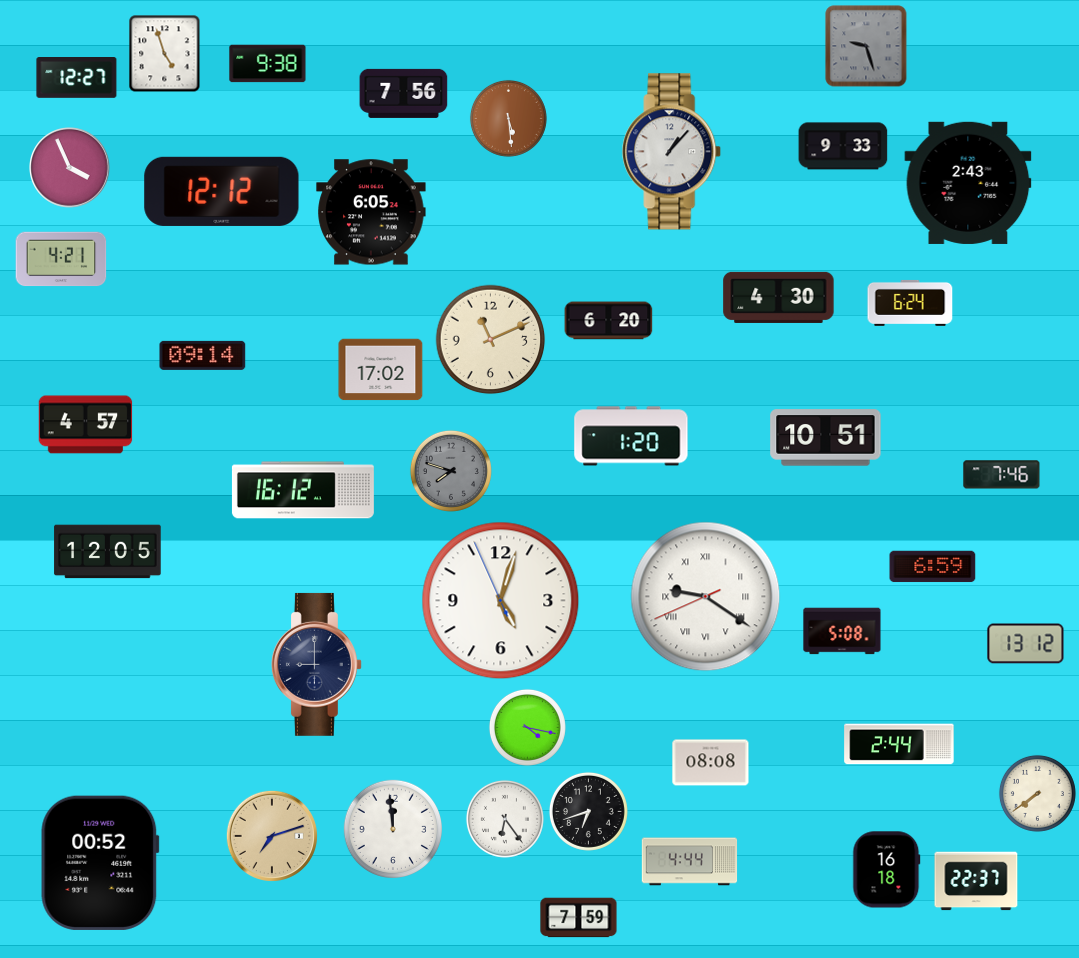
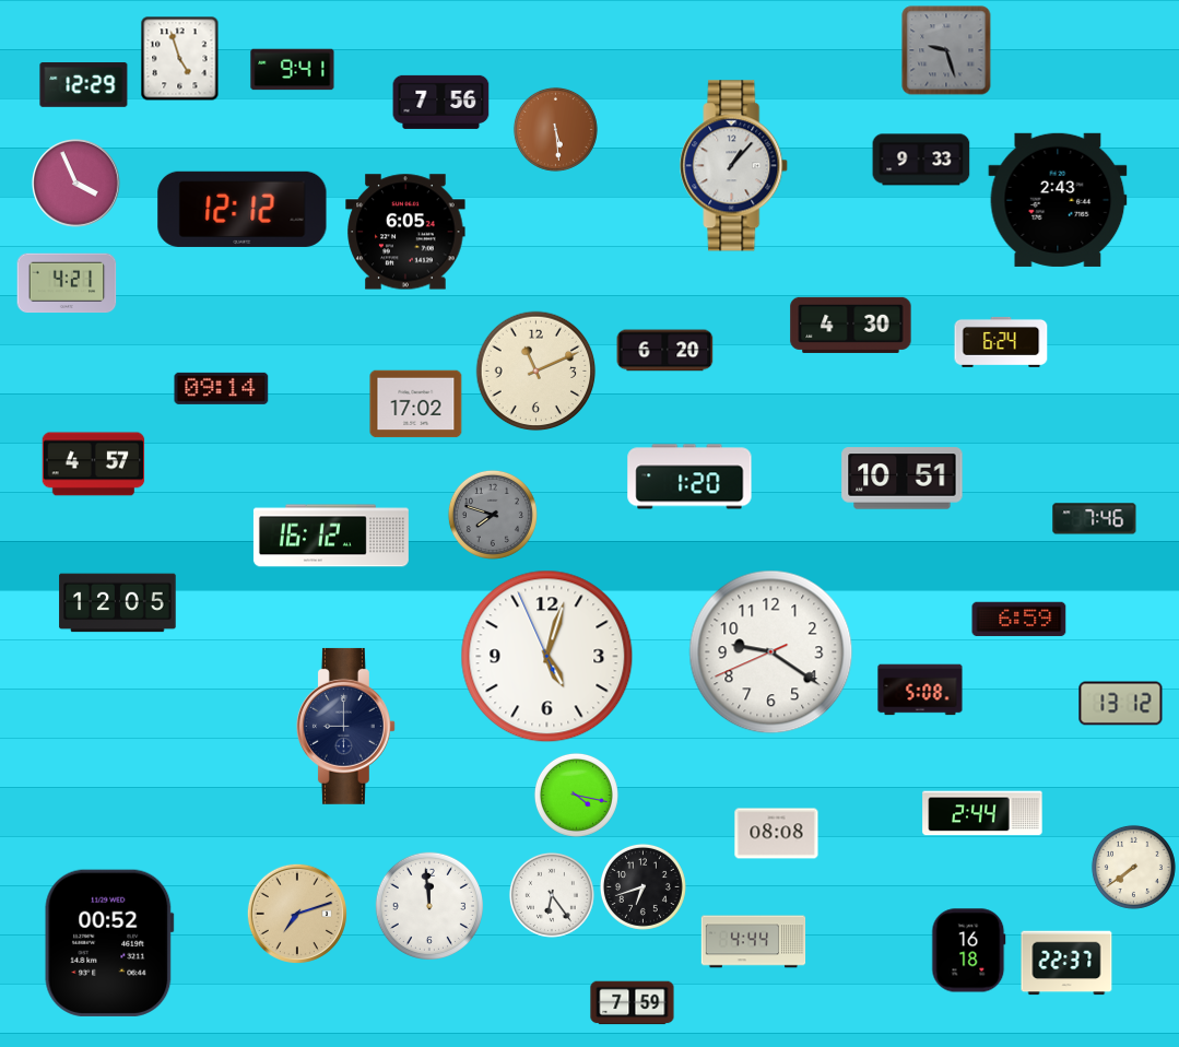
clock at (268, 64): 9:38 -> 9:41
clock at (77, 78): 12:27 -> 12:29
clock at (910, 303) position: (910, 303) -> (1001, 342)
clock at (706, 597) numerals: Roman -> Arabic
